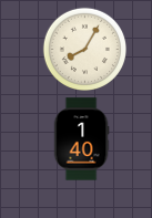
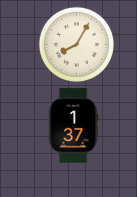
clock at (81, 139): 1:40 -> 1:37
